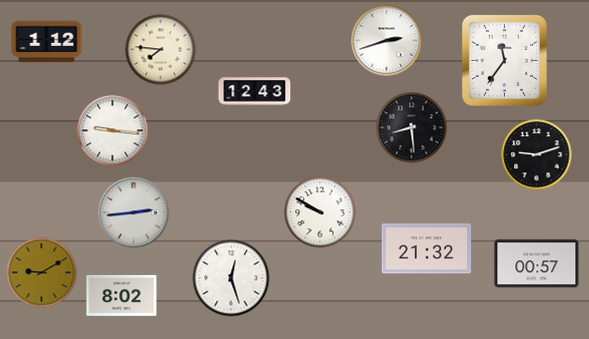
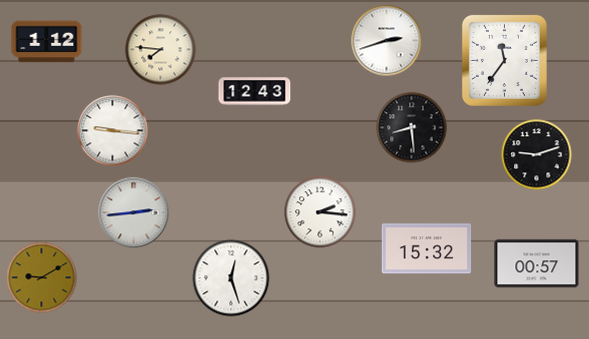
clock at (320, 212): 9:50 -> 2:16
clock at (427, 249): 21:32 -> 15:32
clock at (42, 273) position: (42, 273) -> (42, 278)
clock at (122, 296): 8:02 -> none
